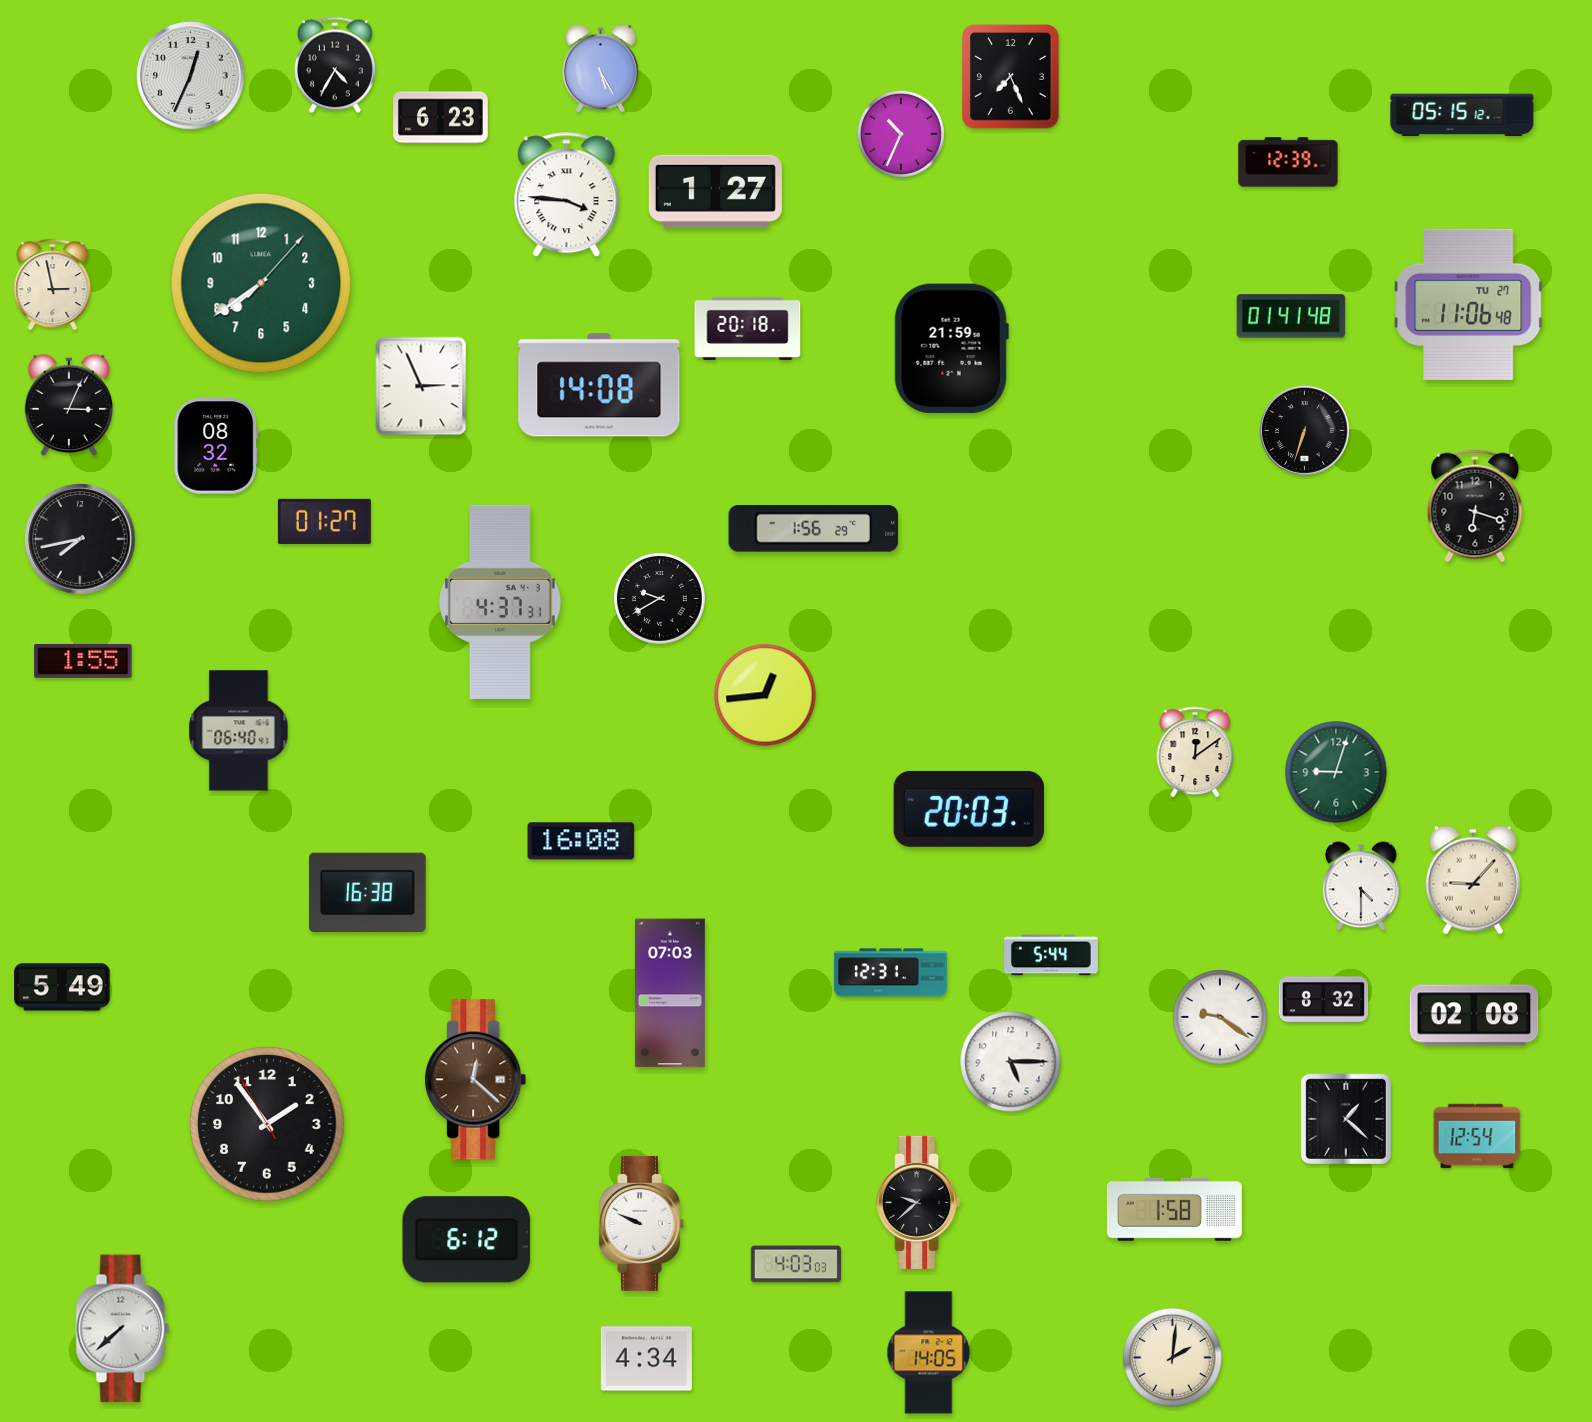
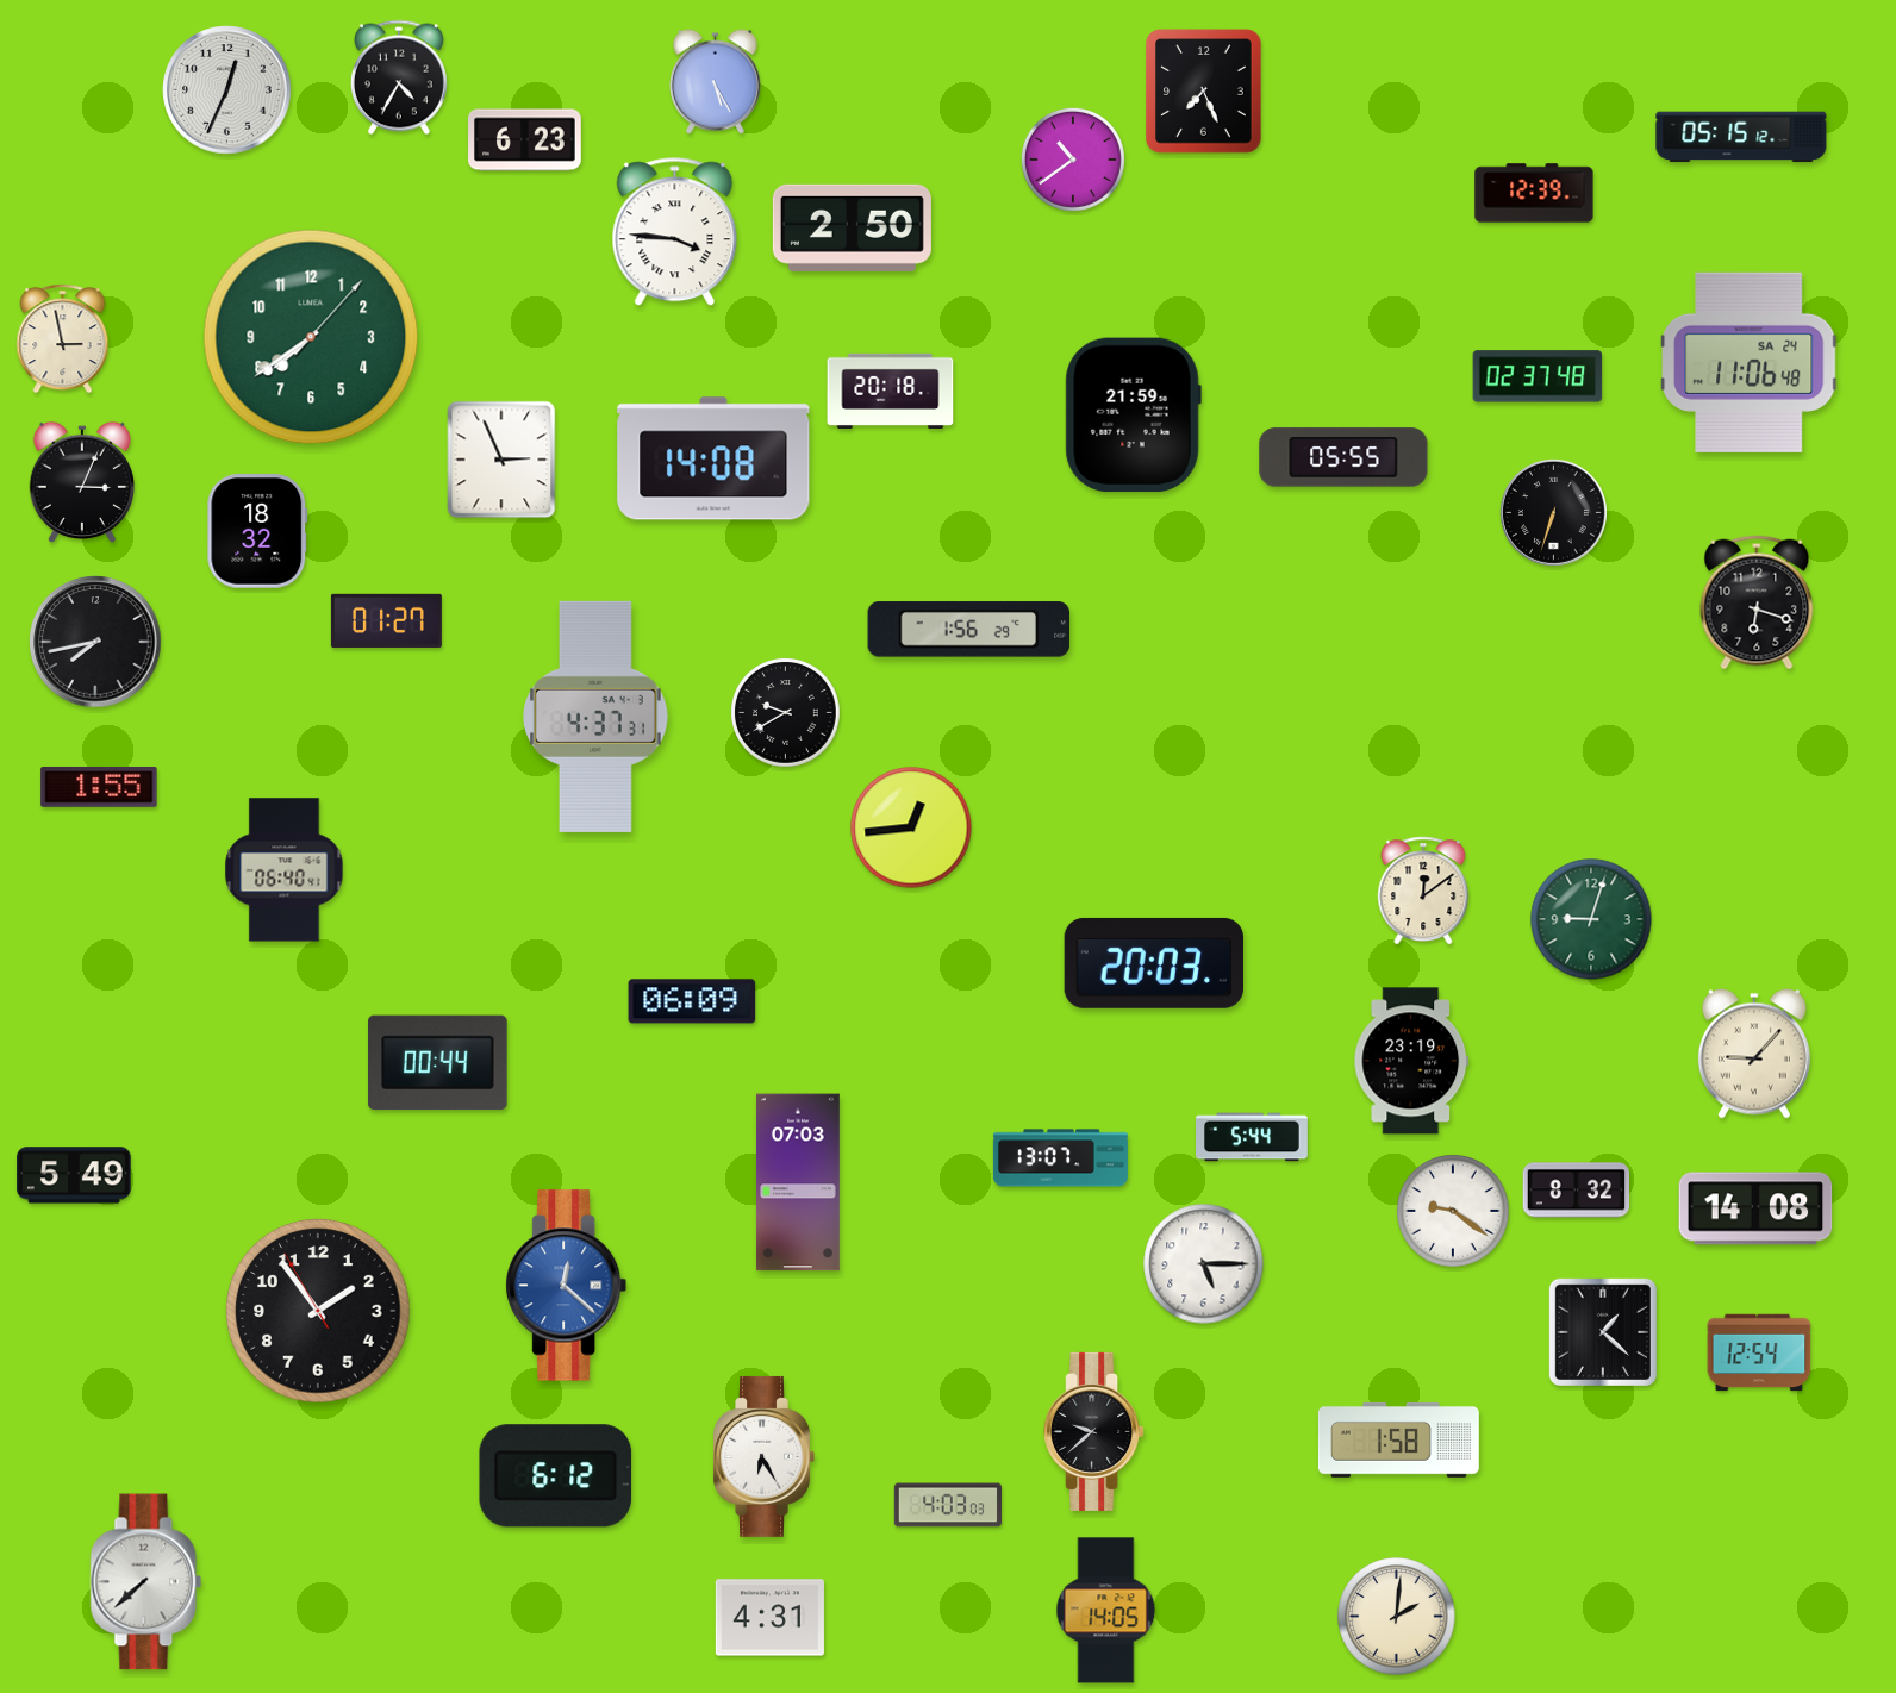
clock at (901, 134): 10:34 -> 10:39
clock at (715, 191): 1:27 -> 2:50
clock at (1469, 304) date: TU 27 -> SA 24
clock at (1291, 316): 01:41 -> 02:37
clock at (1343, 457): none -> 05:55
clock at (216, 446): 08:32 -> 18:32
clock at (1195, 752) position: (1195, 752) -> (1423, 891)
clock at (581, 841): 16:08 -> 06:09
clock at (1473, 880) position: (1473, 880) -> (1754, 1054)
clock at (1361, 886): 4:30 -> none
clock at (1411, 1061): none -> 23:19
clock at (368, 893): 16:38 -> 00:44
clock at (890, 973): 12:31 -> 13:07
clock at (1474, 1015): 02:08 -> 14:08
clock at (476, 1080) dial: brown -> blue
clock at (267, 1124) position: (267, 1124) -> (318, 1311)
clock at (641, 1223): 9:49 -> 6:25
clock at (646, 1359): 4:34 -> 4:31
